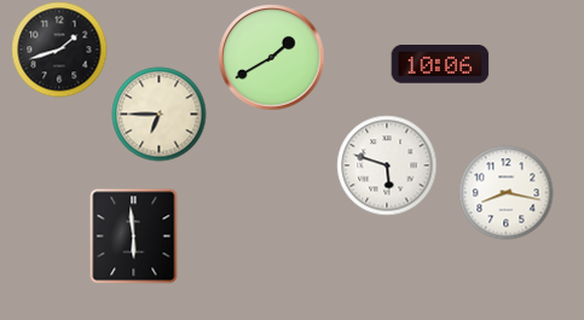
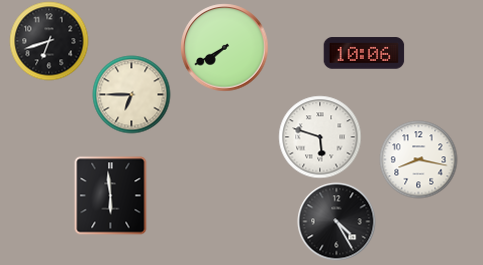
clock at (59, 50): 1:42 -> 6:42
clock at (271, 57): 1:40 -> 7:40
clock at (336, 221): none -> 4:25
